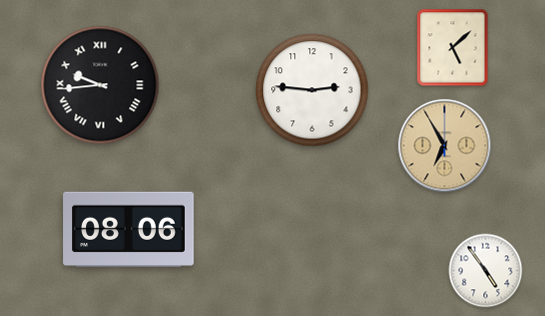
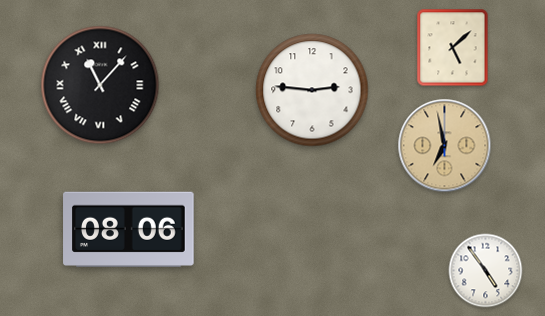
clock at (100, 85): 9:44 -> 11:07
clock at (445, 146): 6:55 -> 6:58
